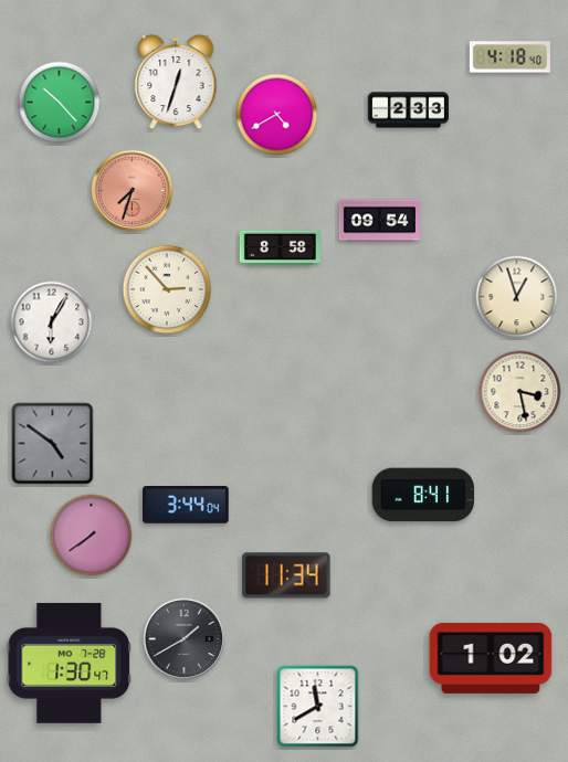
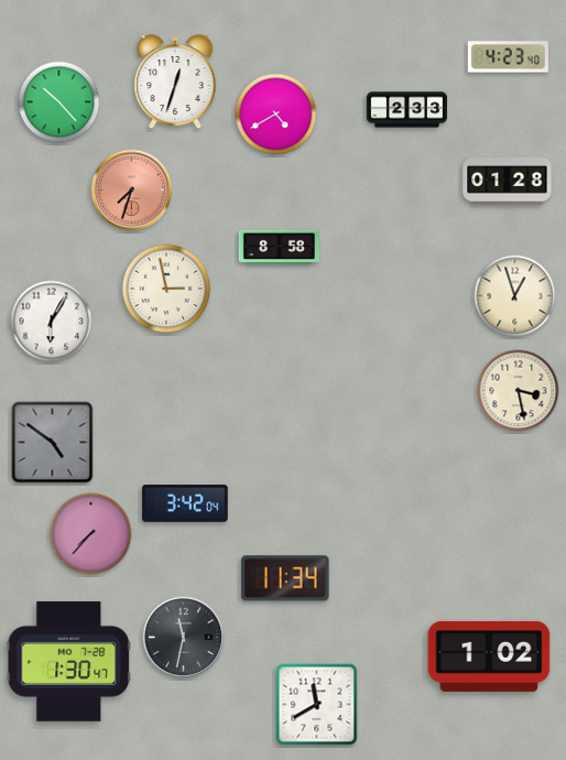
clock at (509, 57): 4:18 -> 4:23
clock at (508, 182): none -> 01:28
clock at (379, 221): 09:54 -> none
clock at (167, 289): 2:53 -> 2:58
clock at (423, 495): 8:41 -> none
clock at (186, 506): 3:44 -> 3:42
clock at (92, 536): 7:39 -> 7:37
clock at (286, 575) position: (286, 575) -> (285, 578)
clock at (185, 639): 1:40 -> 11:32
